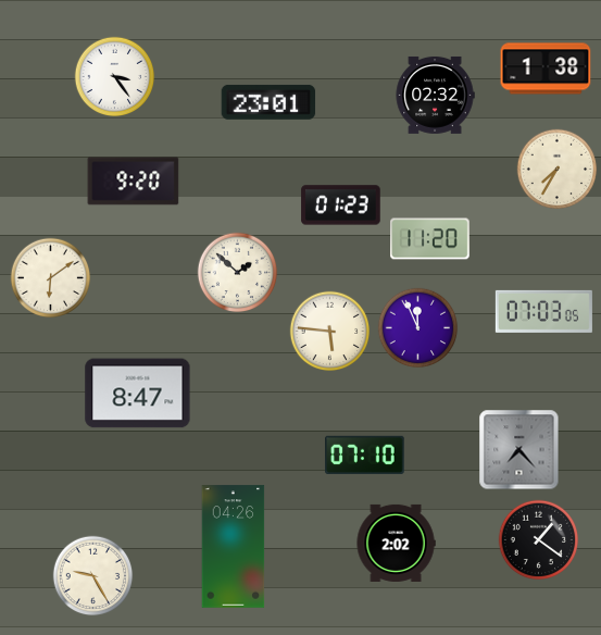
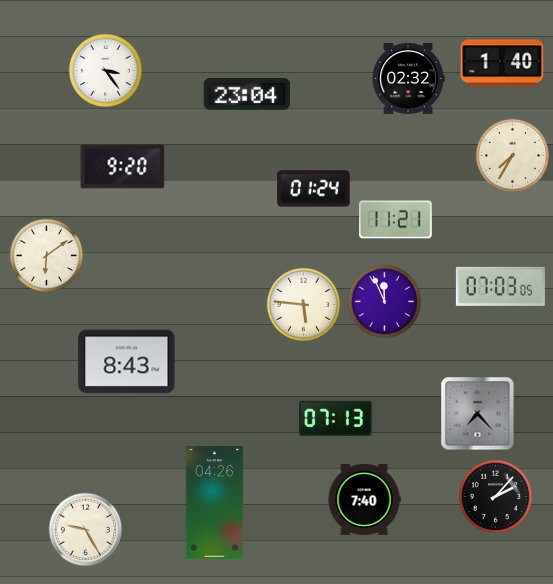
clock at (546, 69): 1:38 -> 1:40
clock at (435, 95) position: (435, 95) -> (408, 78)
clock at (268, 102): 23:01 -> 23:04
clock at (341, 206): 01:23 -> 01:24
clock at (430, 239): 11:20 -> 11:21
clock at (238, 273): 1:52 -> none
clock at (138, 394): 8:47 -> 8:43
clock at (365, 455): 07:10 -> 07:13
clock at (539, 540): 1:21 -> 2:07
clock at (396, 543): 2:02 -> 7:40
